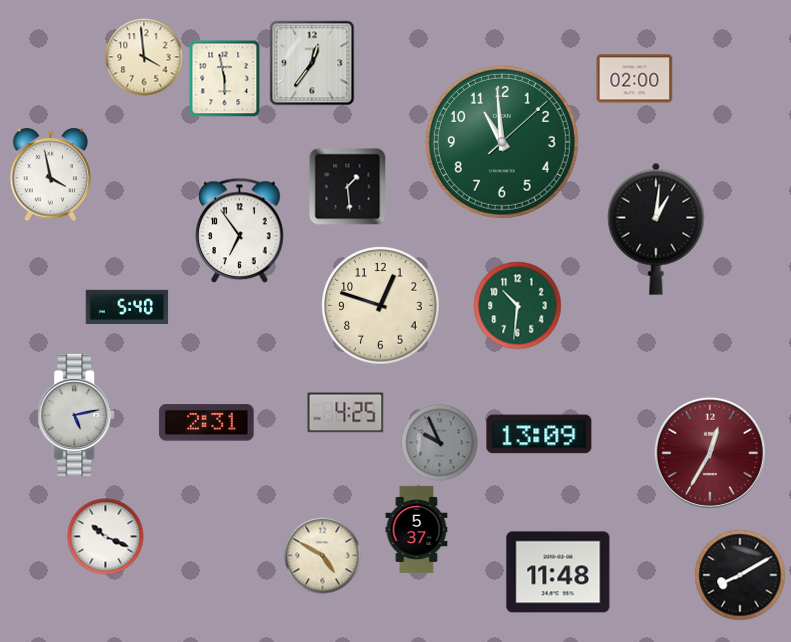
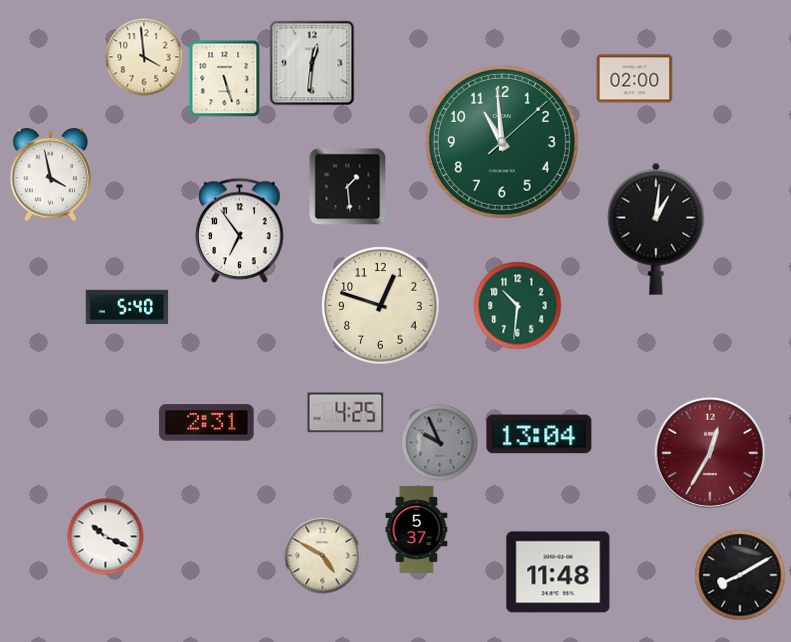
clock at (312, 63): 12:36 -> 12:31
clock at (225, 78): 5:58 -> 5:27
clock at (77, 415): 5:13 -> none
clock at (539, 434): 13:09 -> 13:04
